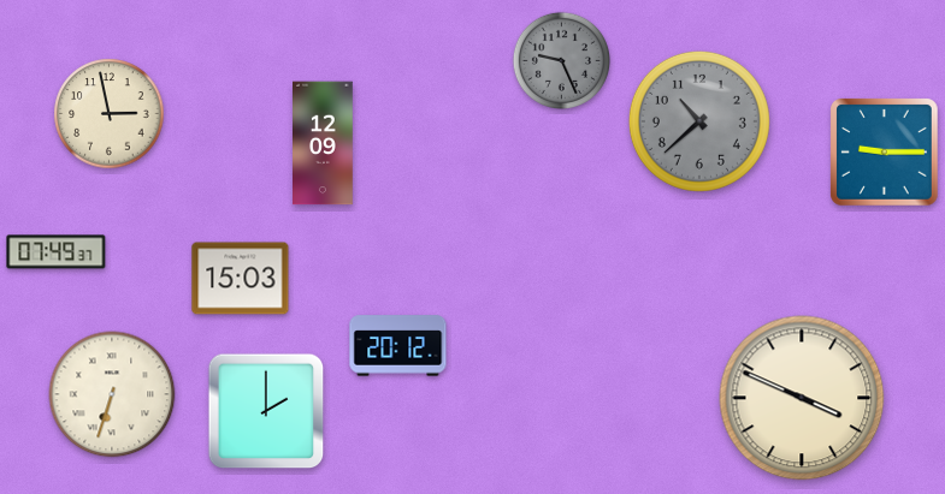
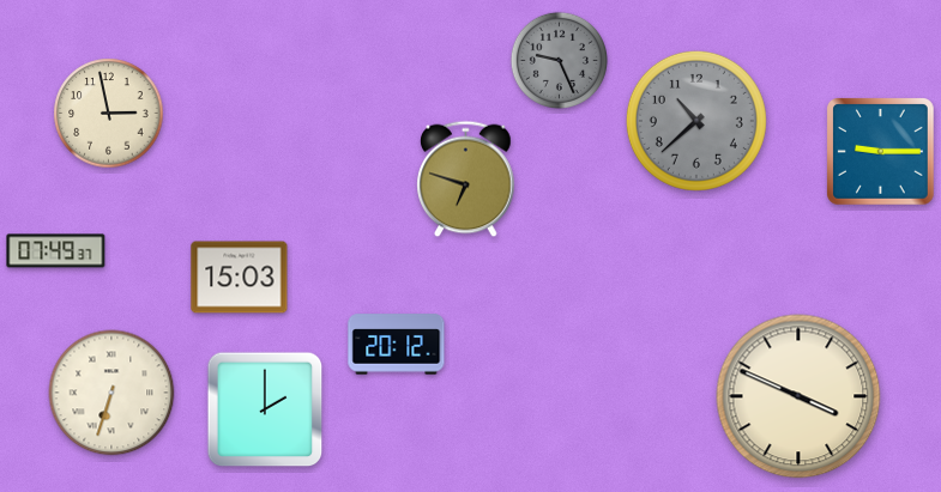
clock at (323, 143): 12:09 -> none
clock at (466, 180): none -> 6:48
